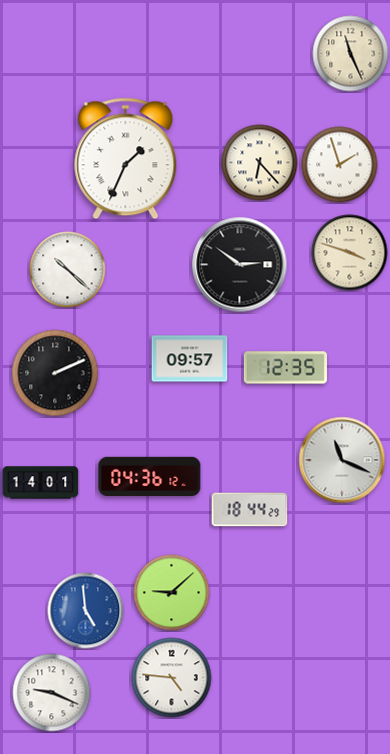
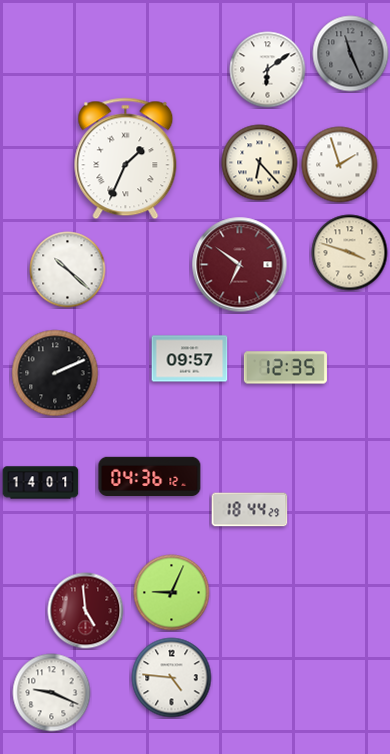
clock at (351, 54) dial: cream -> grey
clock at (268, 70): none -> 6:09
clock at (240, 265): 2:51 -> 6:51
clock at (240, 265) dial: black -> burgundy
clock at (342, 460): 11:19 -> none
clock at (172, 593): 9:08 -> 9:04
clock at (86, 611) dial: blue -> burgundy
